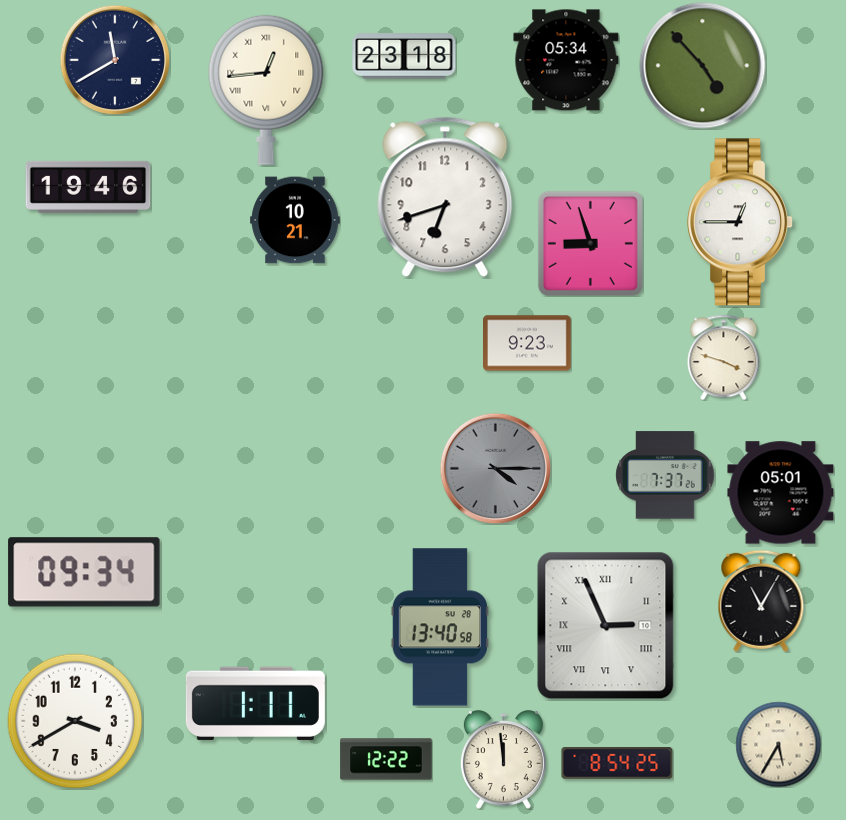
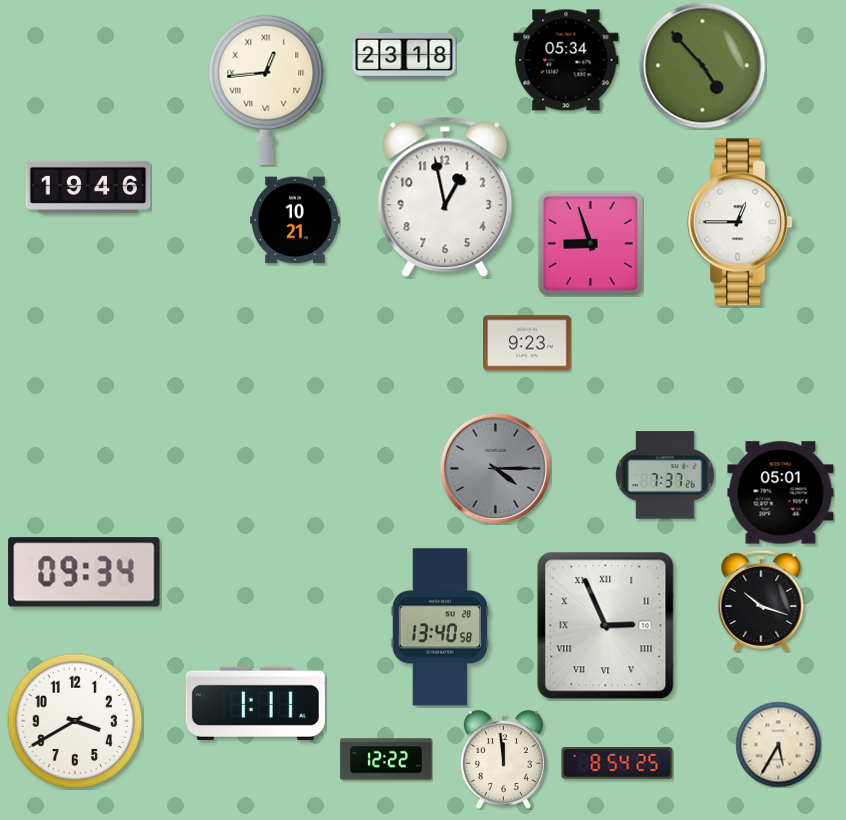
clock at (114, 59): 11:40 -> none
clock at (445, 197): 6:42 -> 12:58
clock at (724, 357): 3:48 -> none
clock at (761, 601): 11:05 -> 10:18
